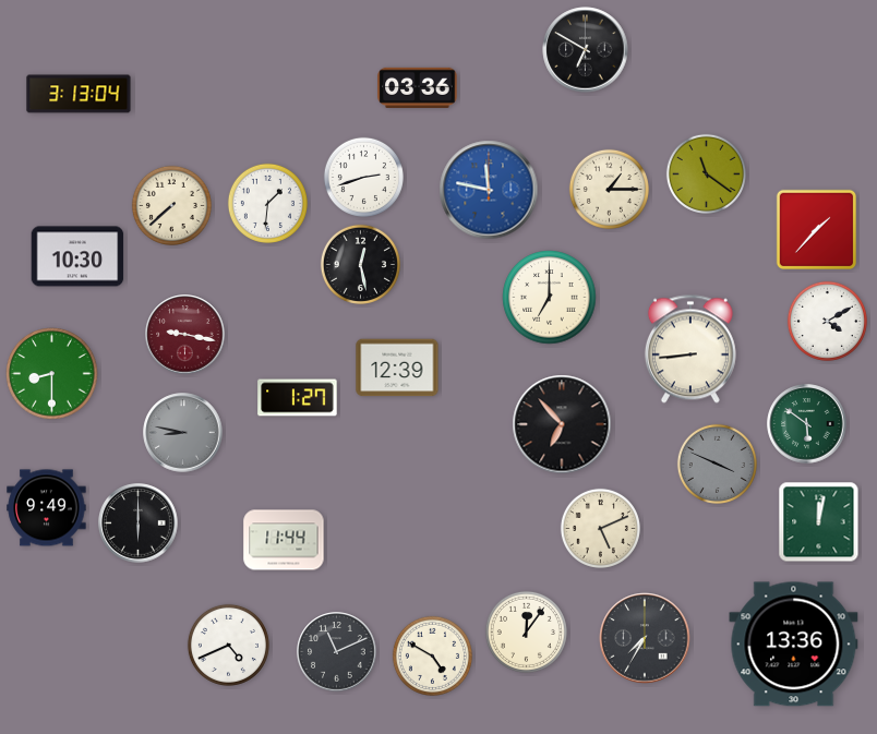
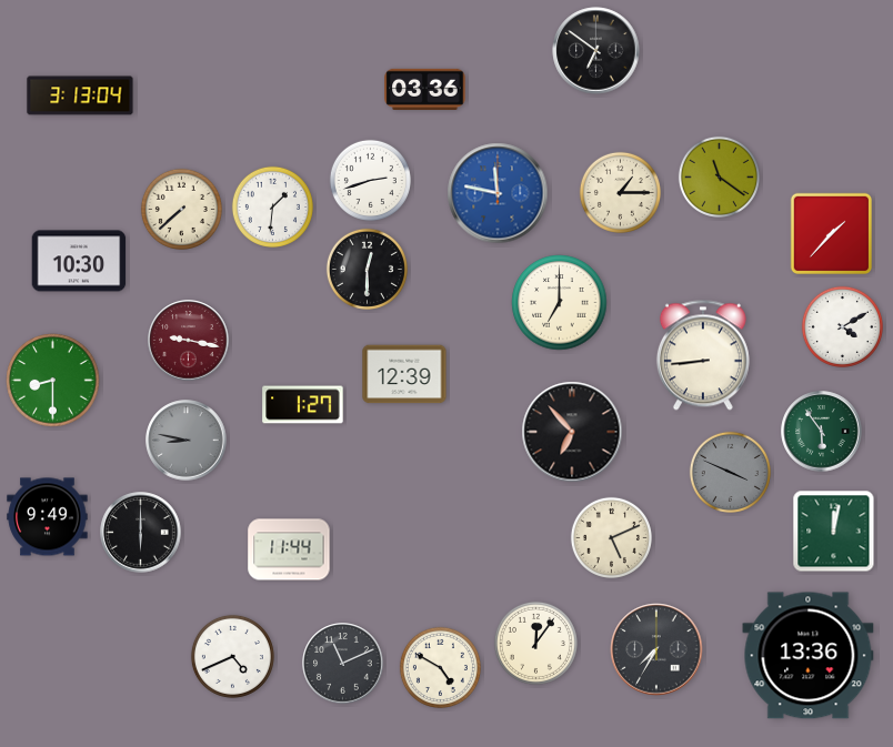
clock at (586, 50): 6:50 -> 6:51
clock at (171, 205) position: (171, 205) -> (181, 209)
clock at (360, 264): 12:28 -> 12:30
clock at (807, 424): 5:51 -> 5:54
